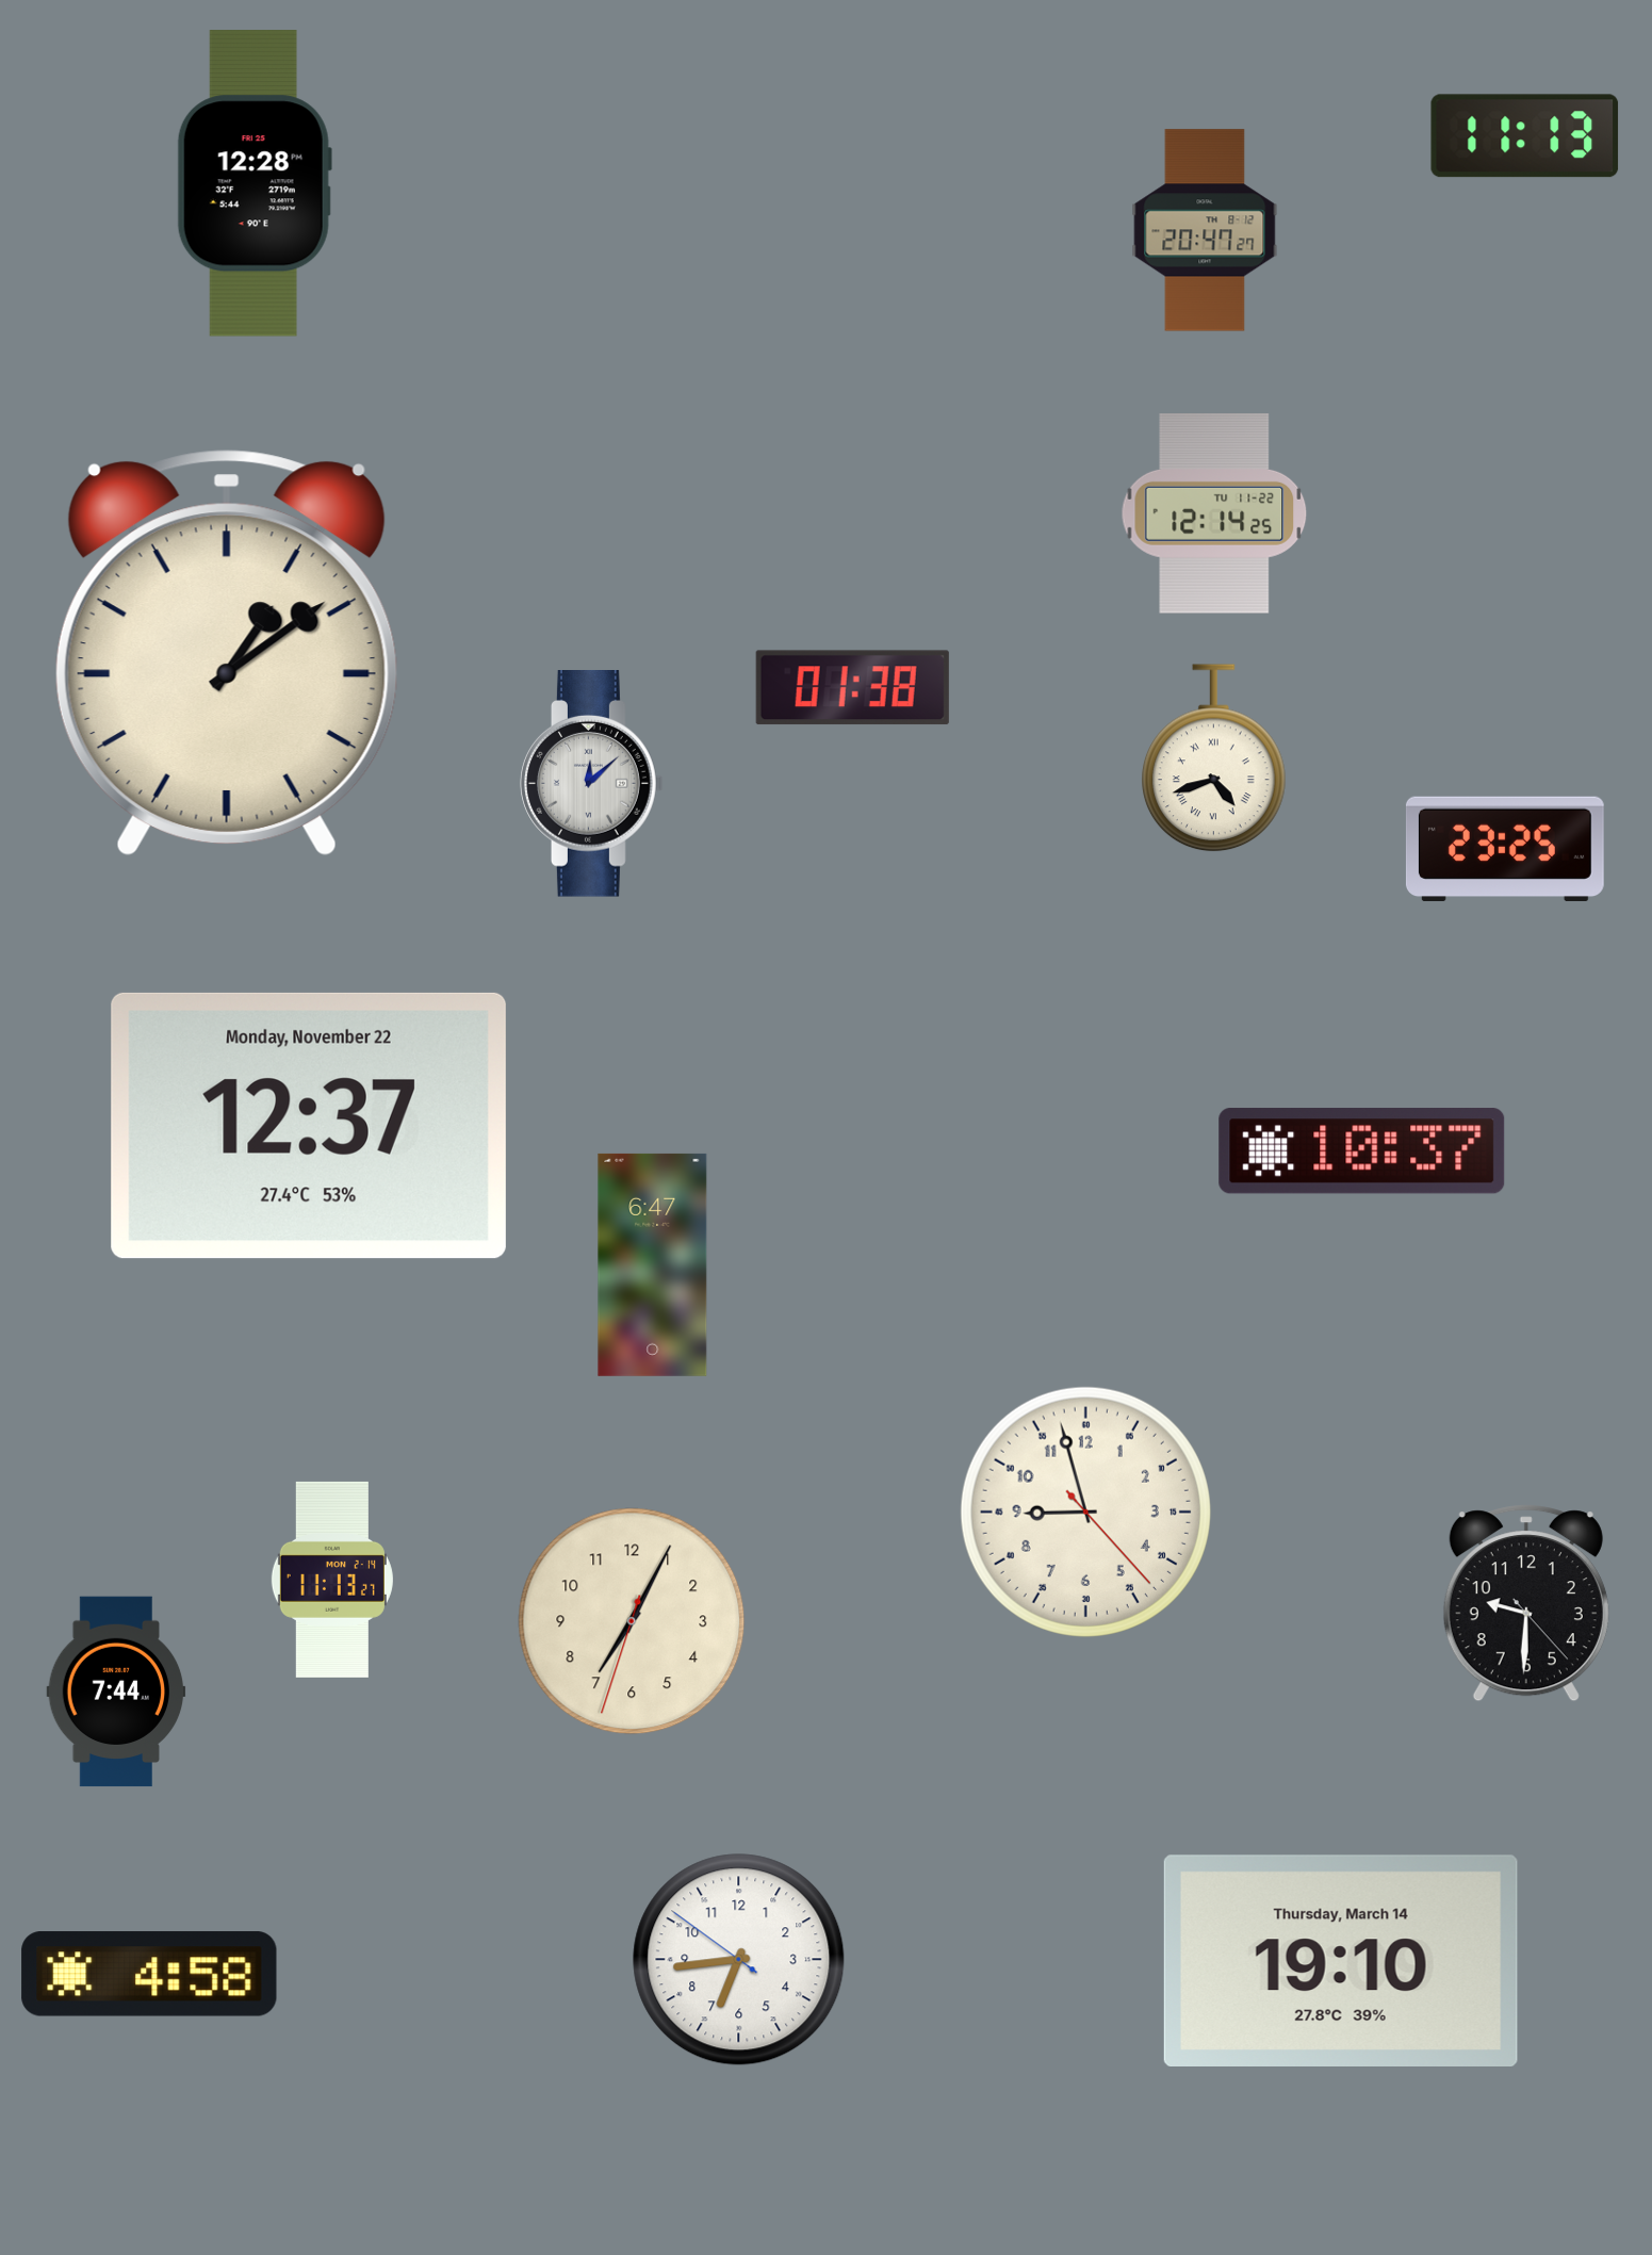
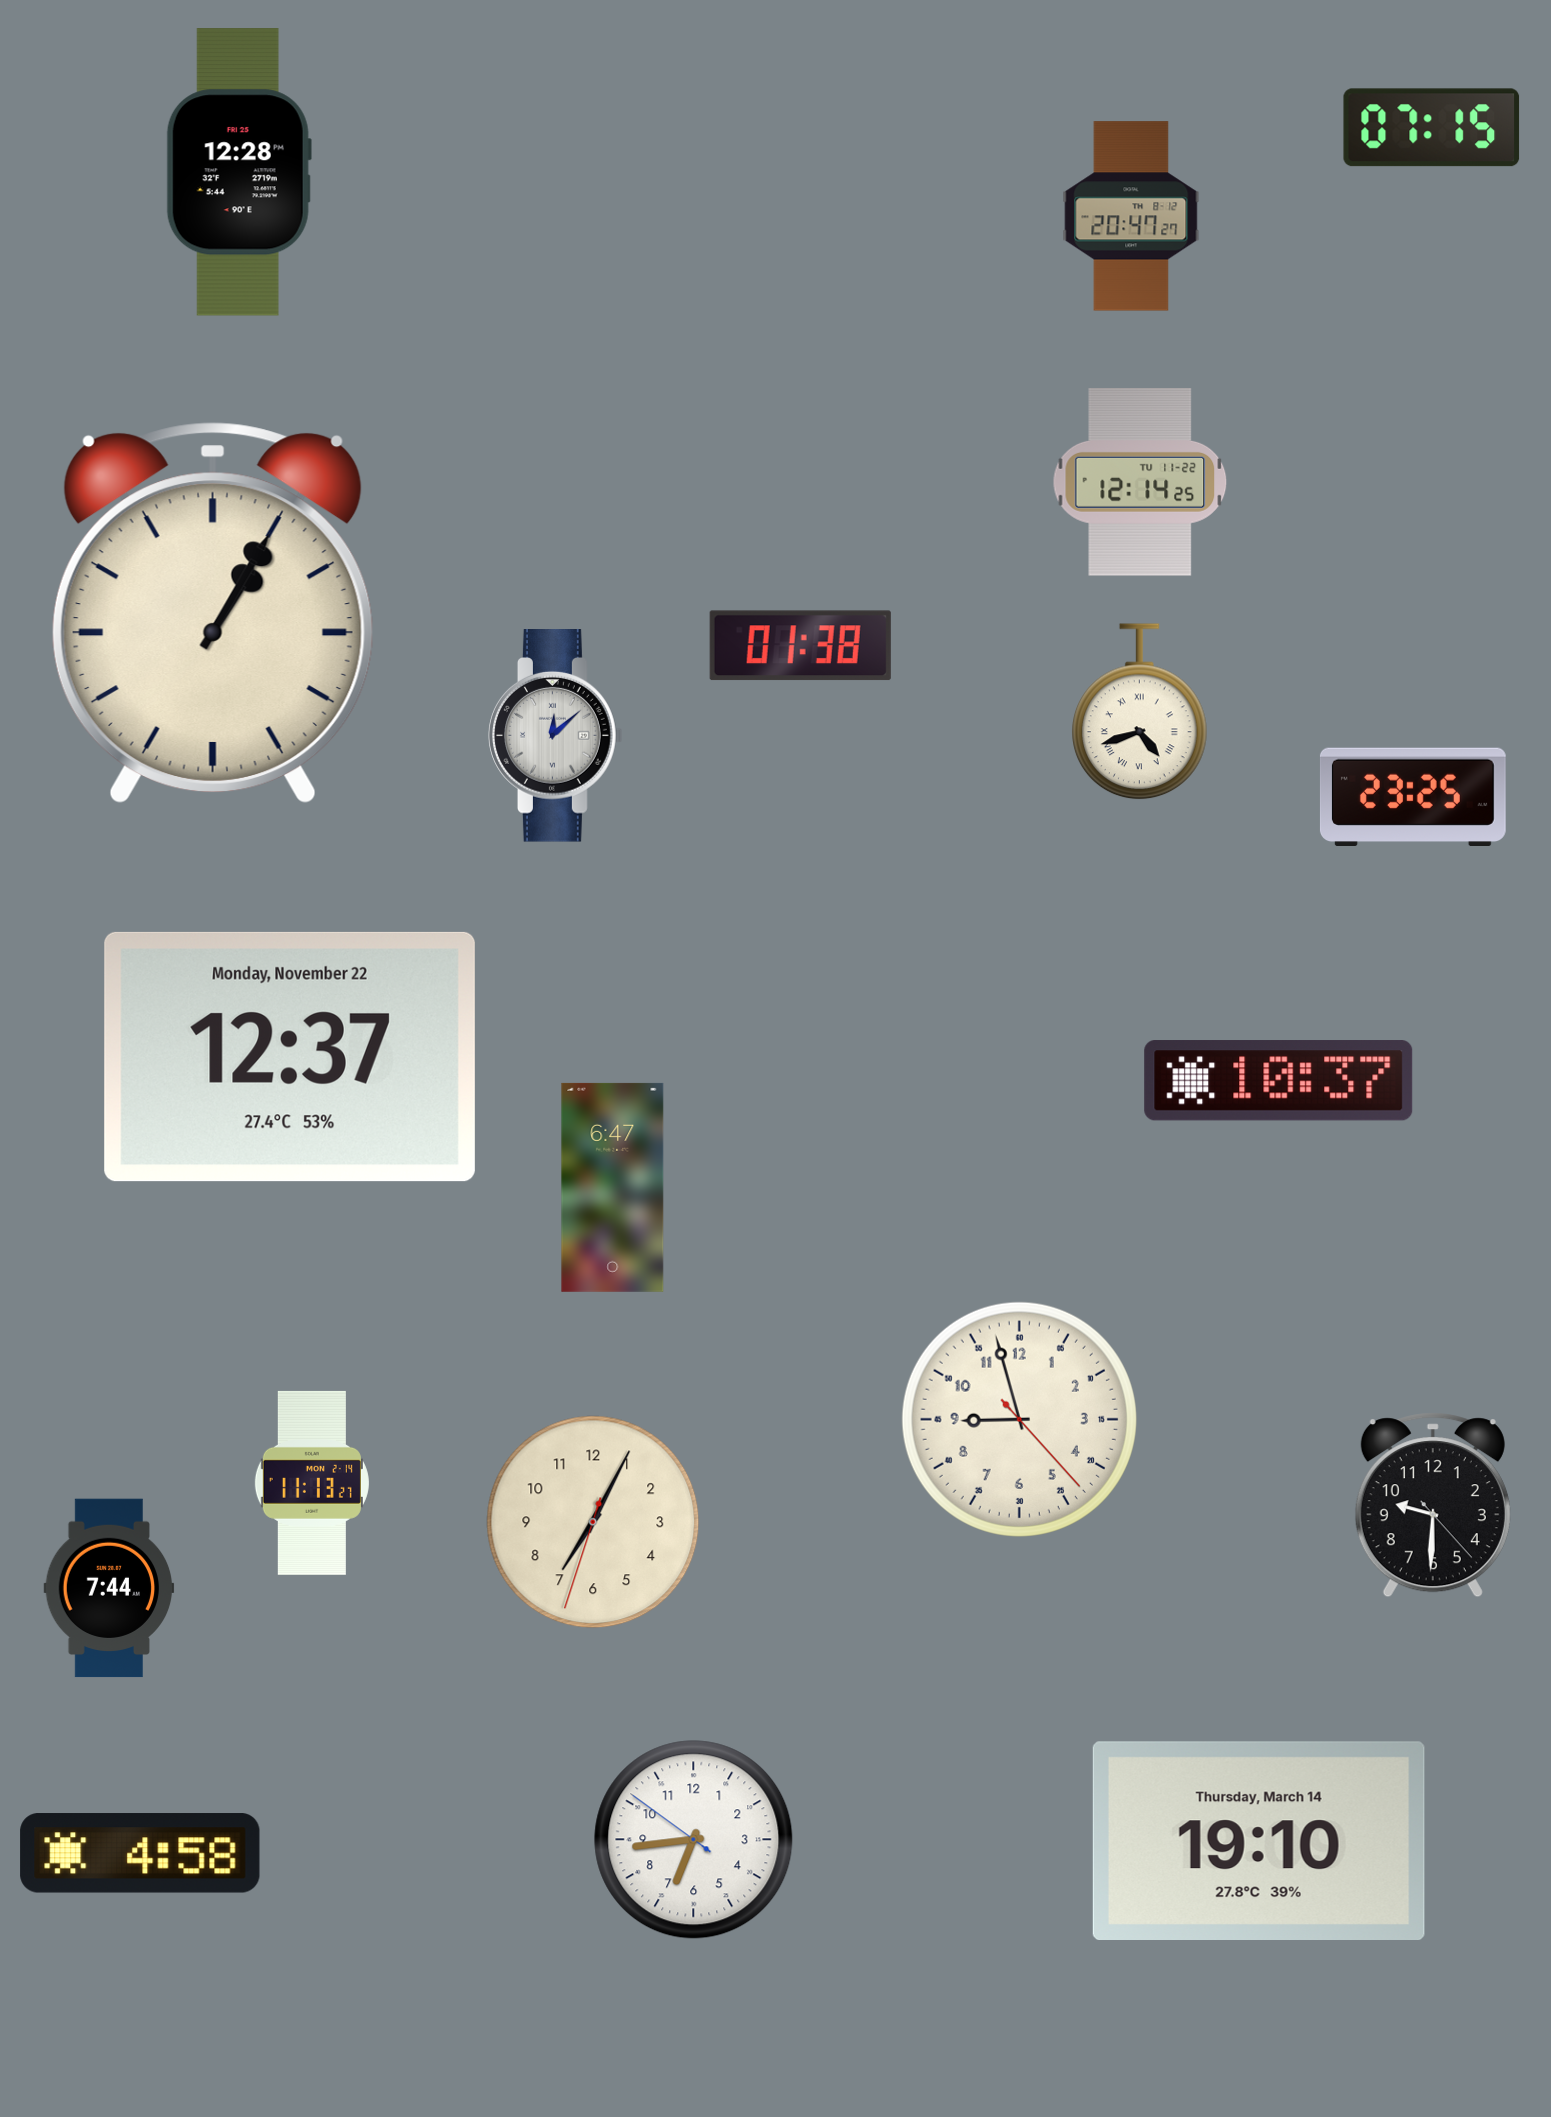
clock at (1525, 136): 11:13 -> 07:15
clock at (227, 653): 1:09 -> 1:05
